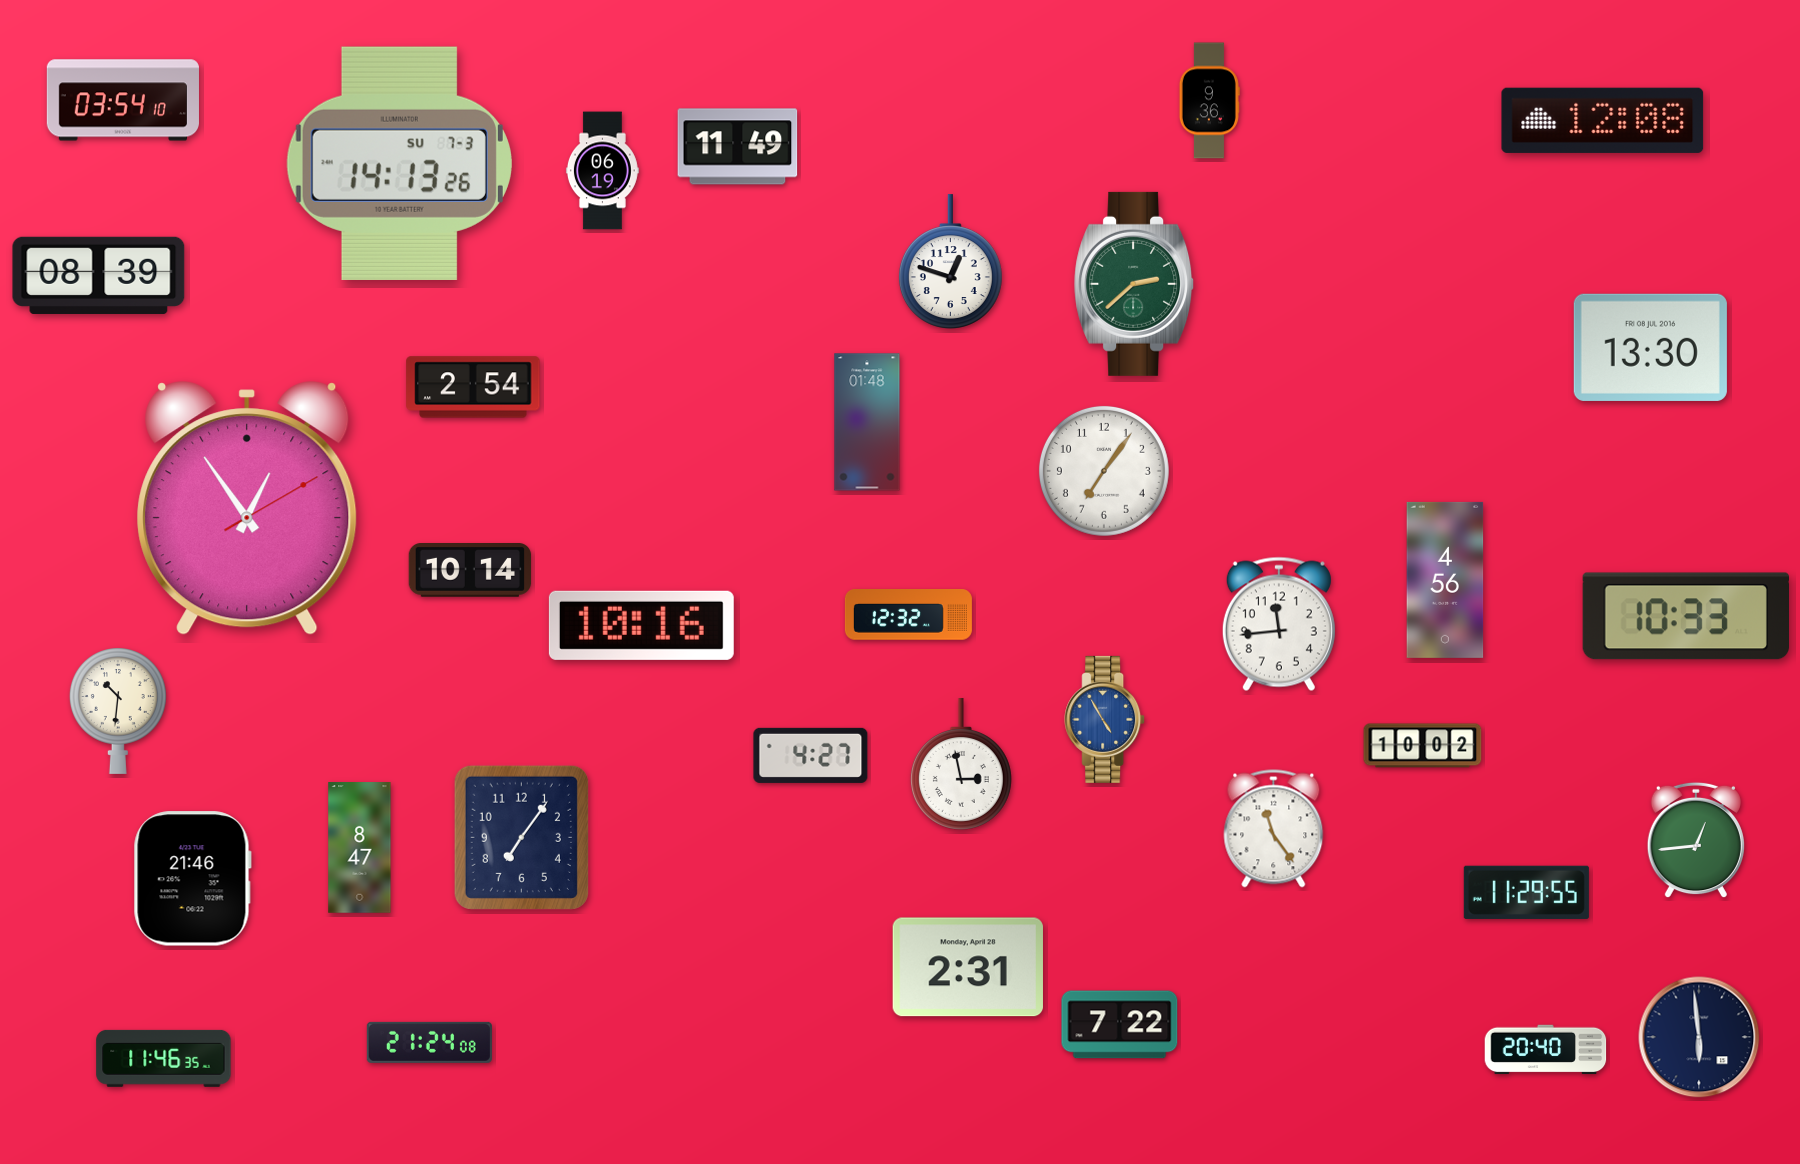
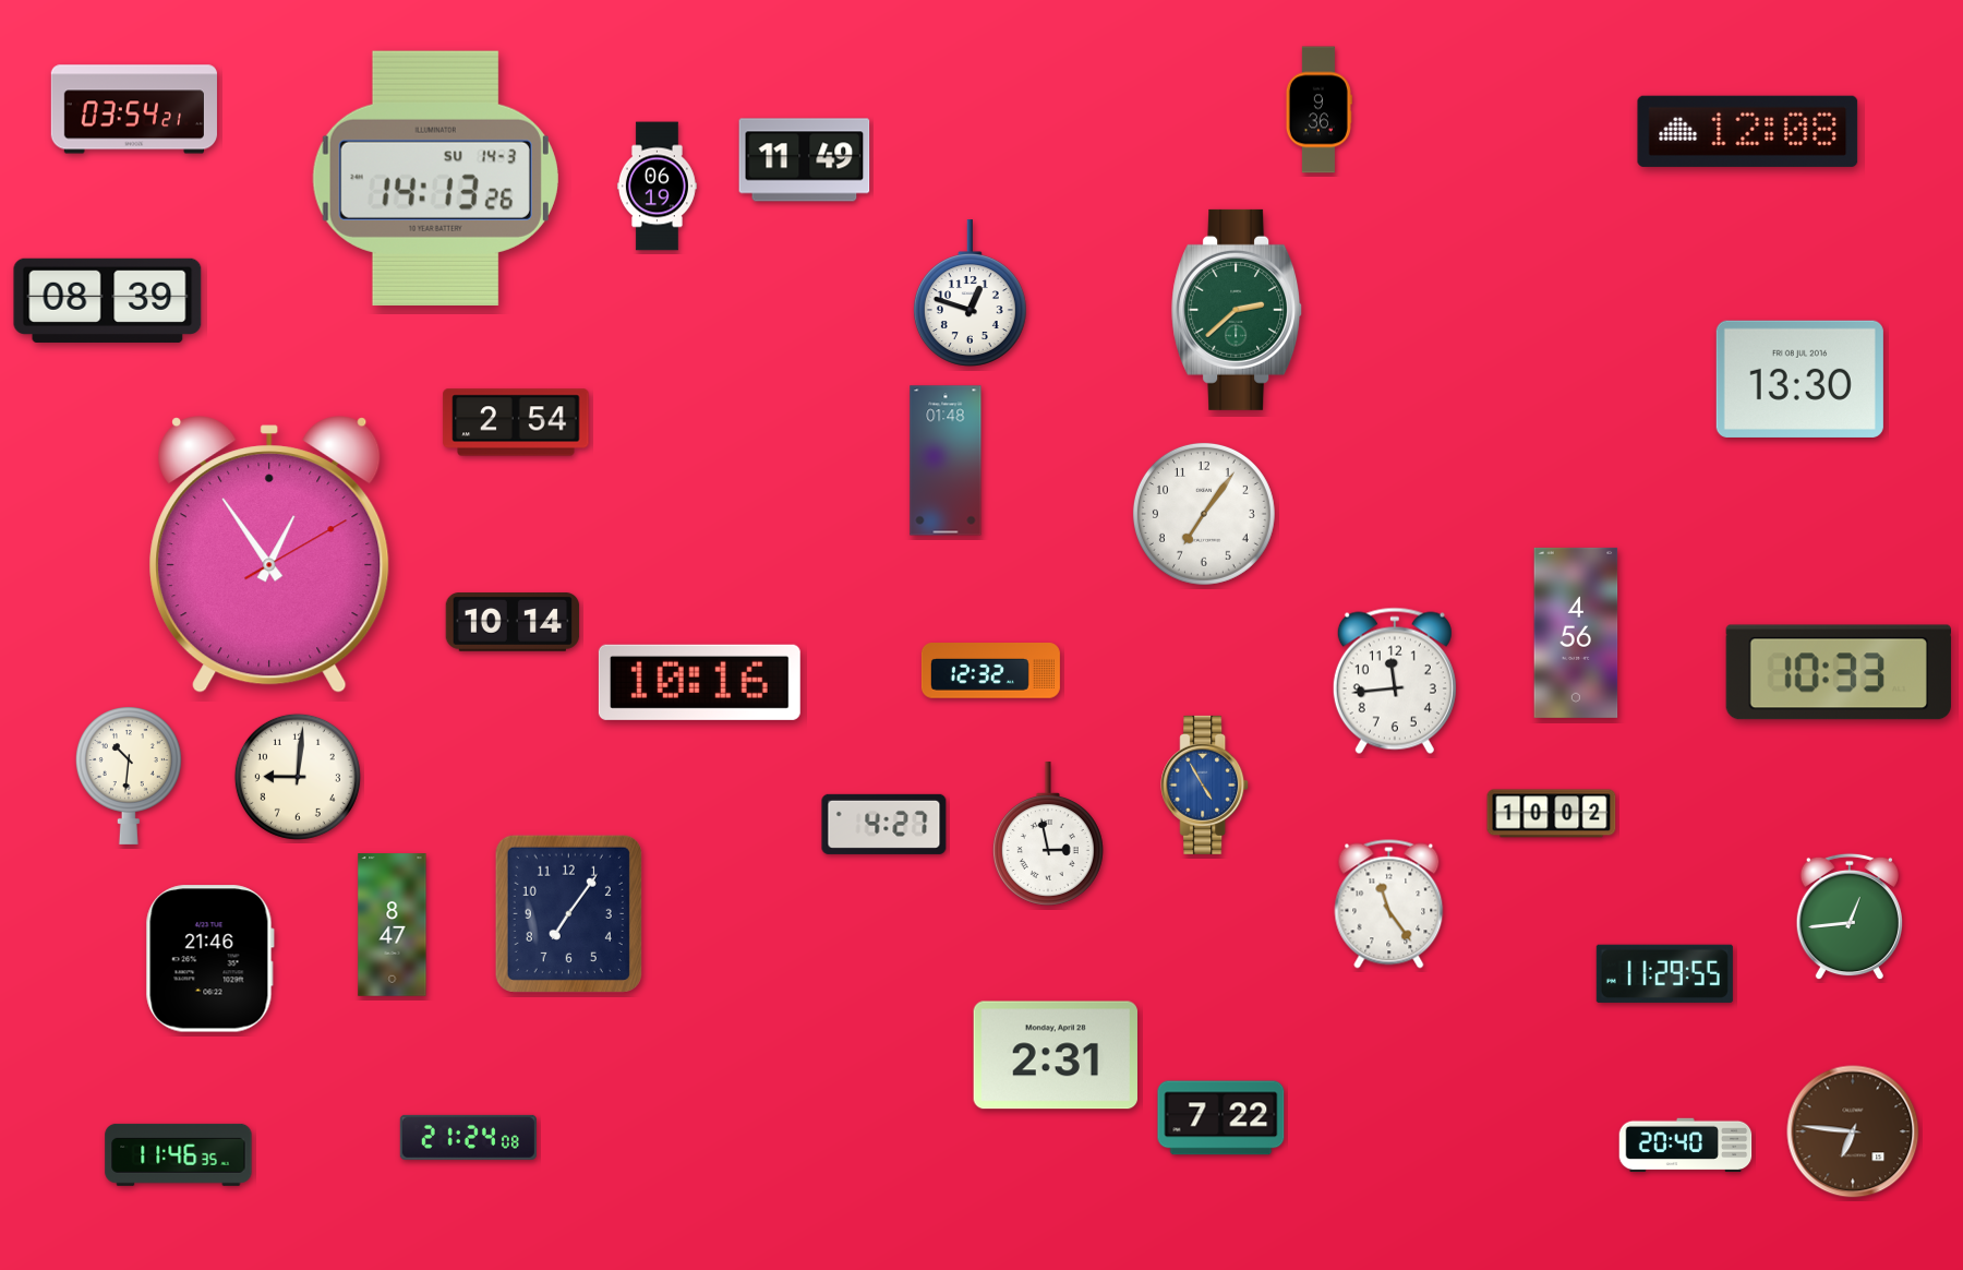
clock at (123, 100): 03:54:10 -> 03:54:21
clock at (399, 163) date: SU 7-3 -> SU 14-3
clock at (950, 262) position: (950, 262) -> (970, 293)
clock at (298, 777): none -> 9:01
clock at (1699, 1037): 5:59 -> 6:46
clock at (1699, 1037) dial: navy -> brown
